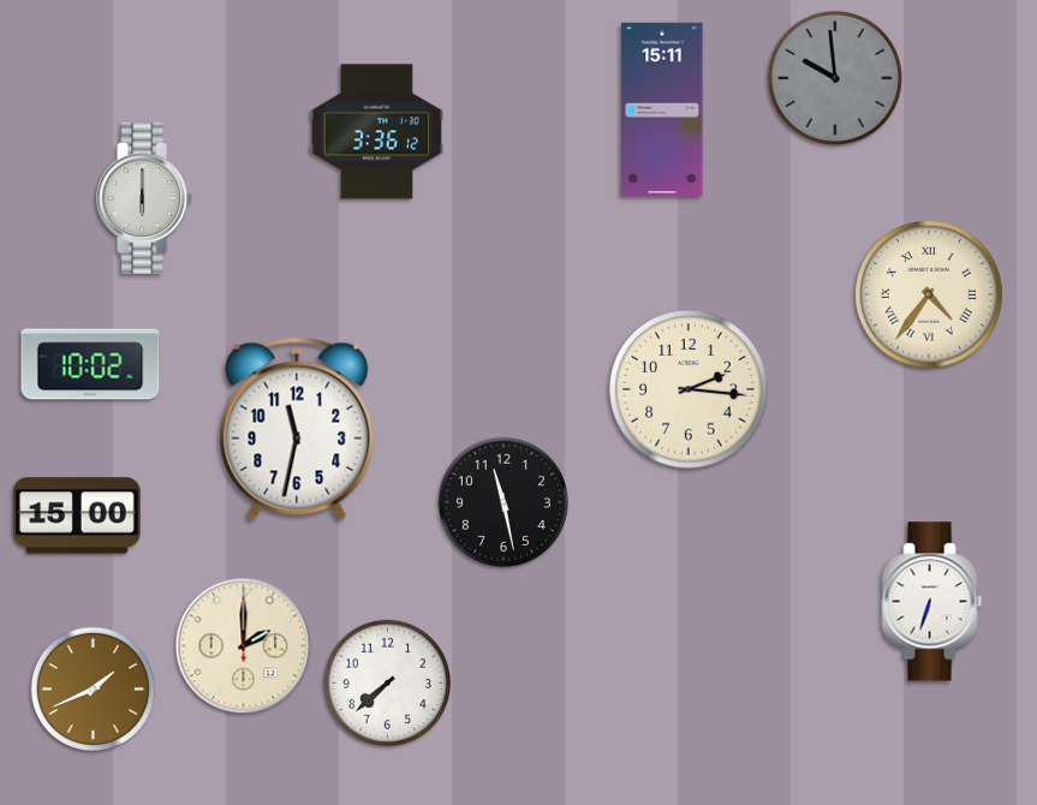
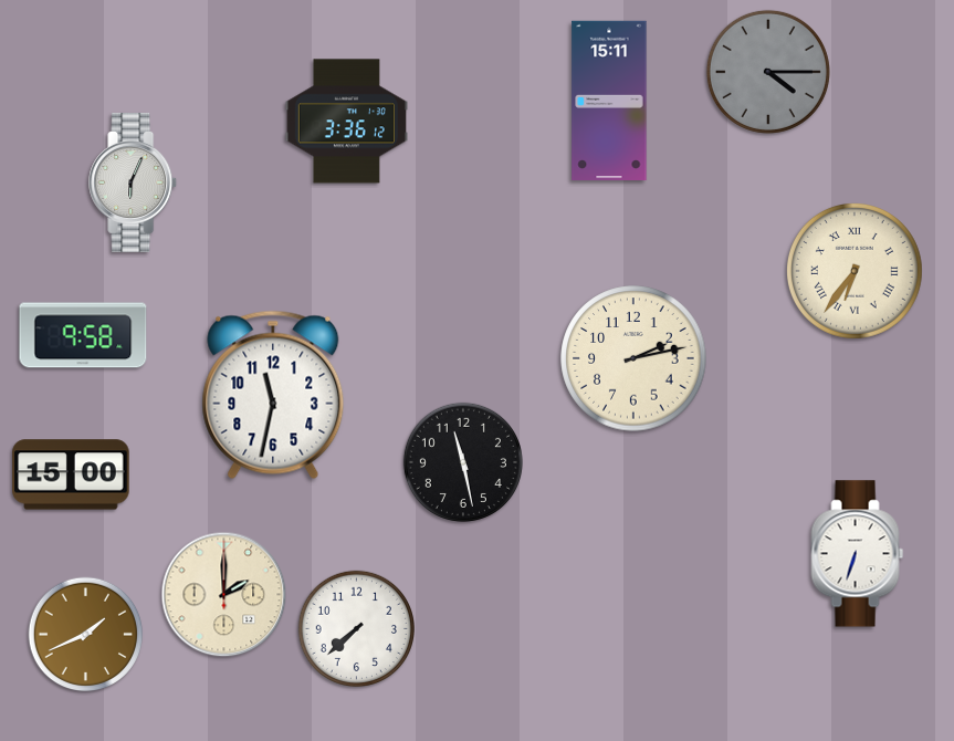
clock at (835, 78): 9:59 -> 4:15
clock at (145, 198): 6:00 -> 6:04
clock at (929, 294): 4:36 -> 6:36
clock at (90, 364): 10:02 -> 9:58
clock at (689, 389): 2:16 -> 2:13
